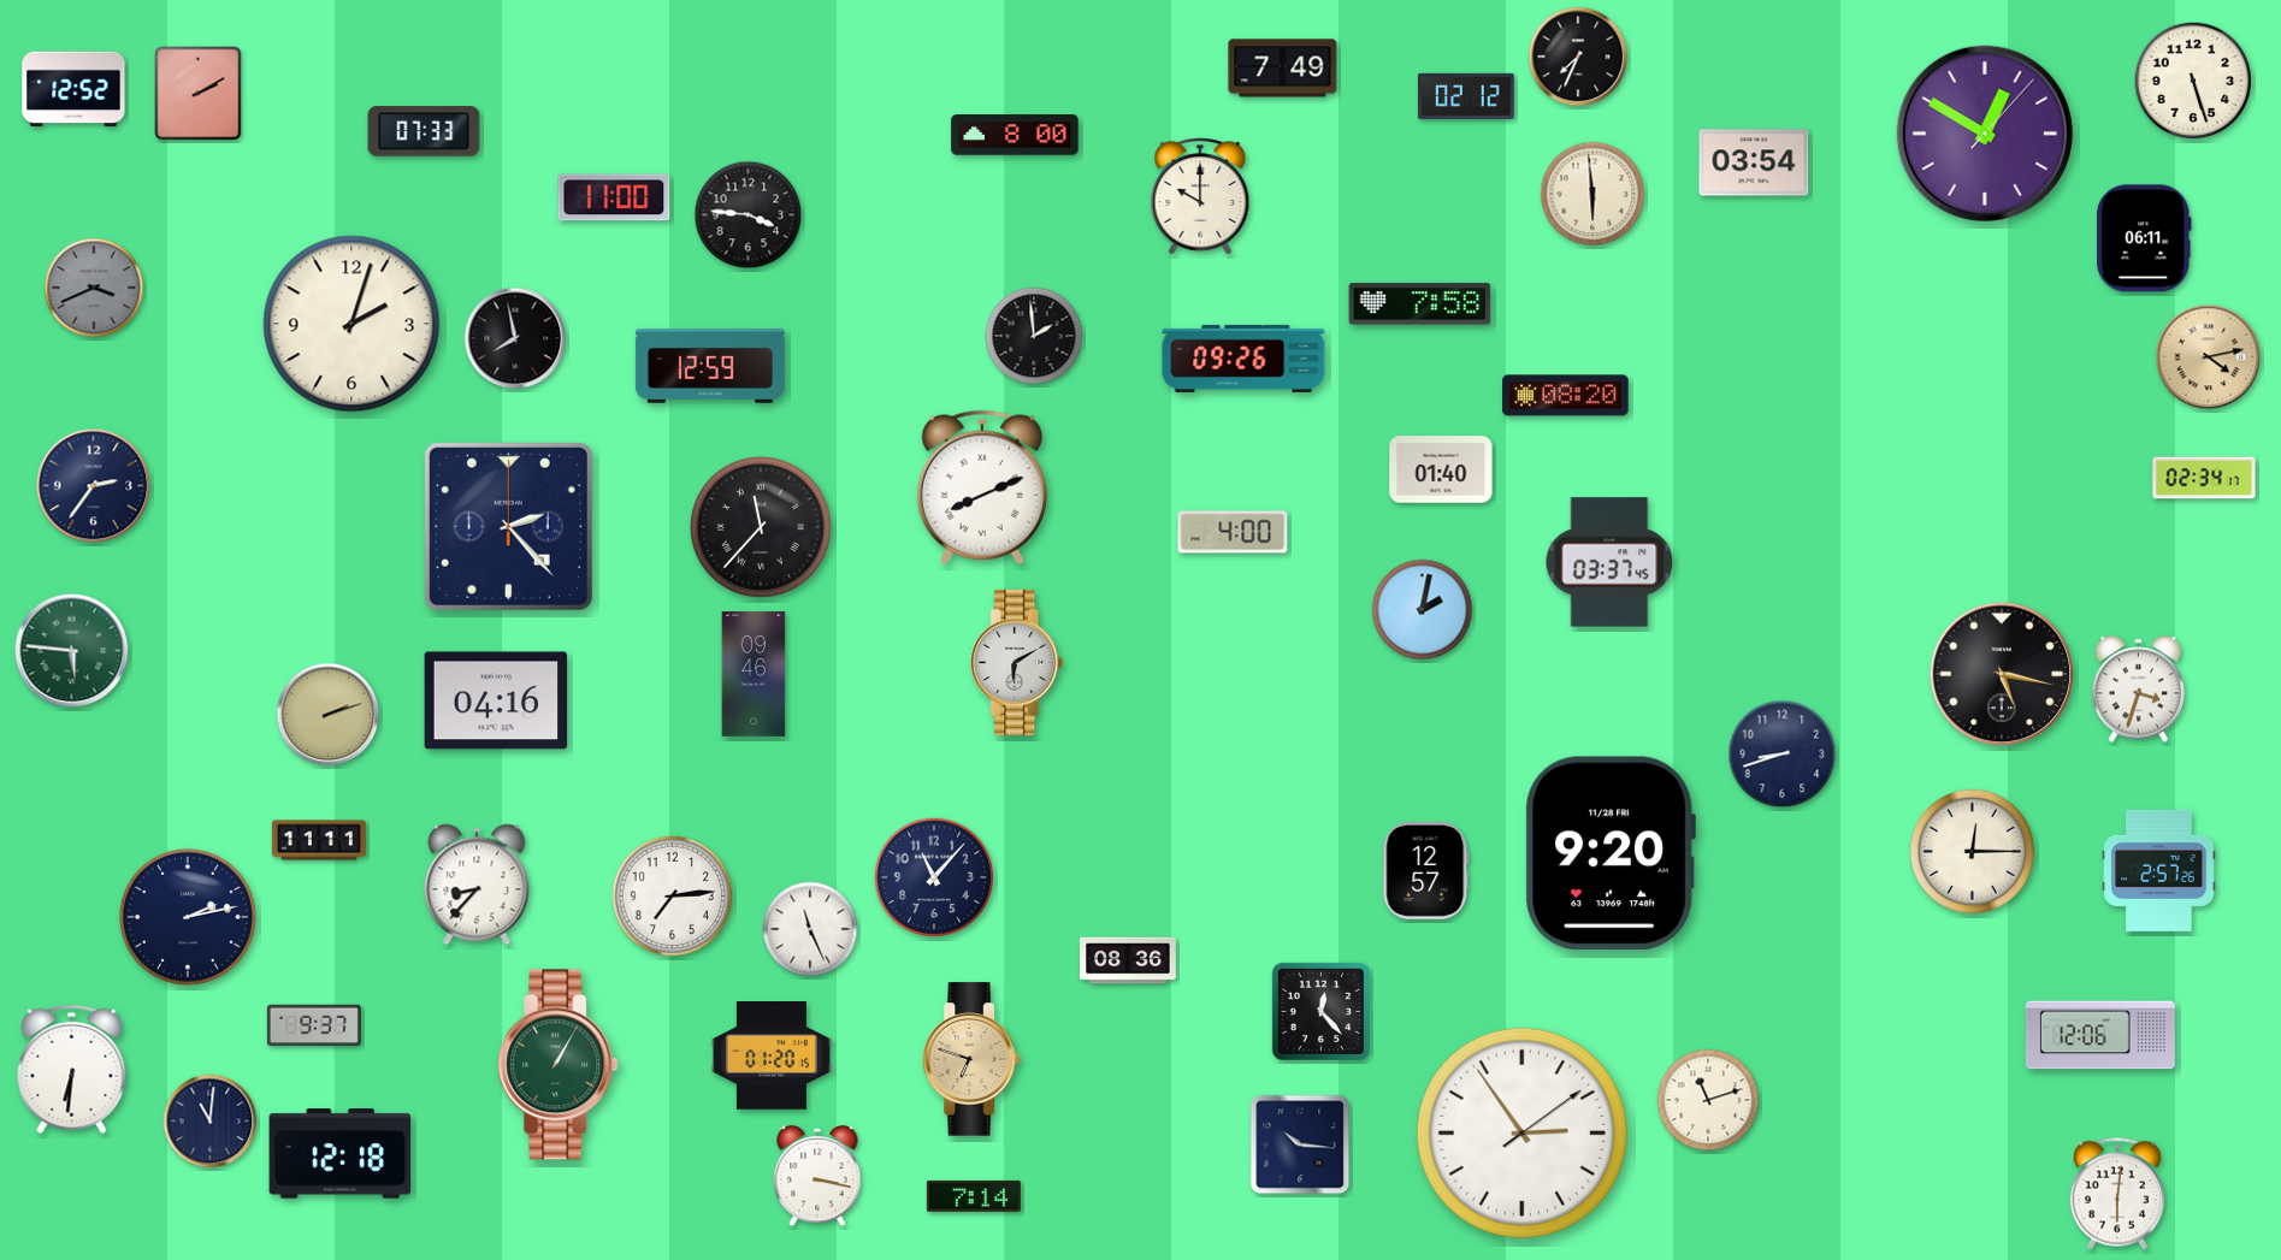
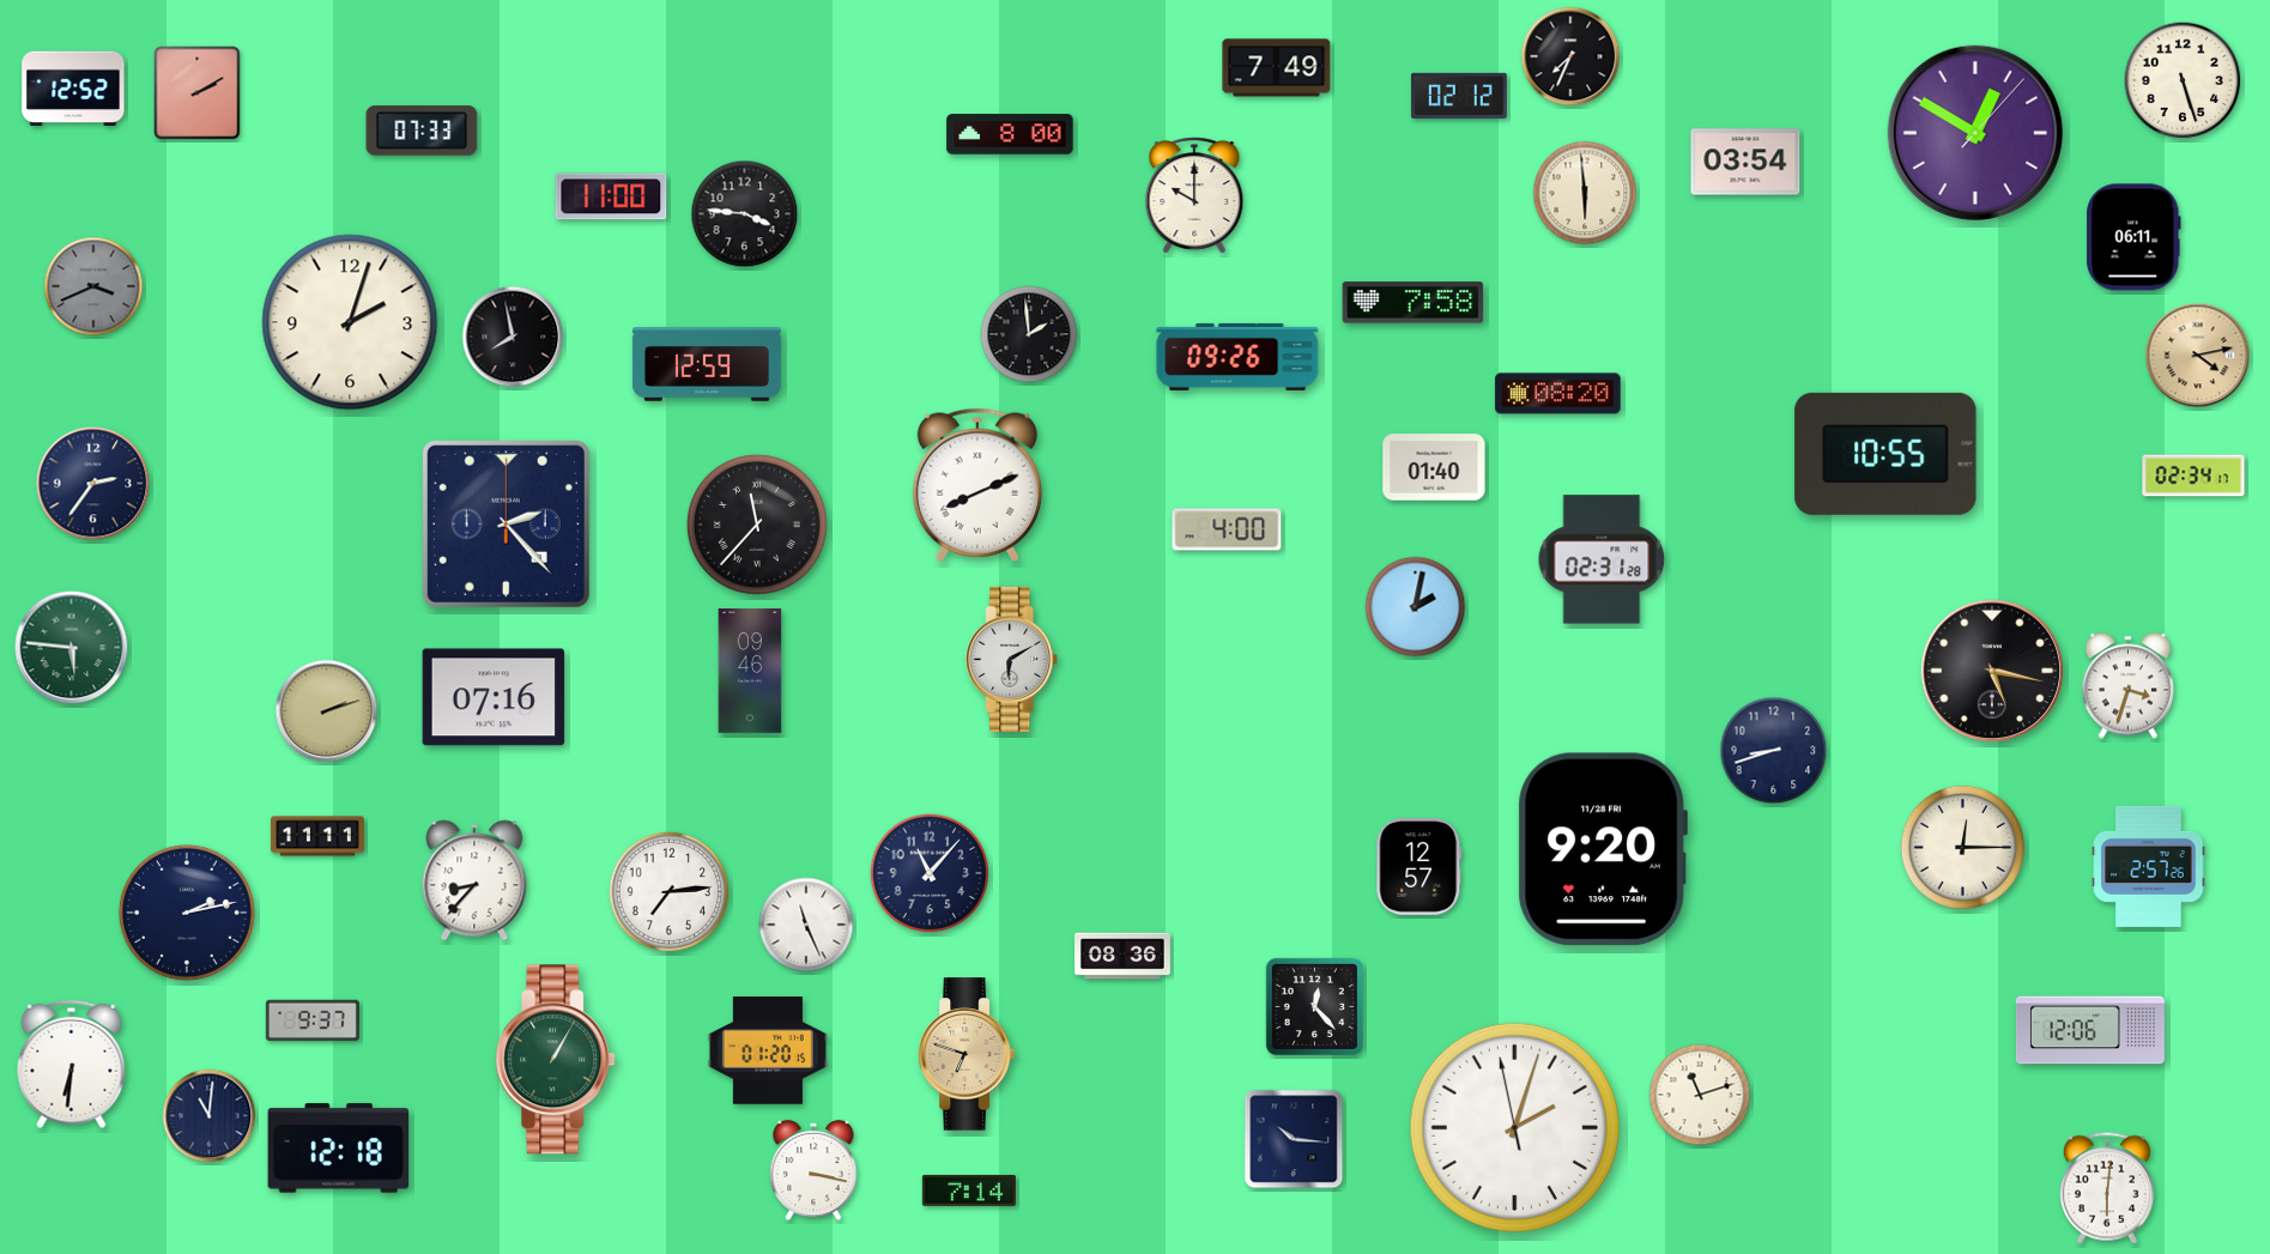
clock at (1885, 454): none -> 10:55
clock at (1609, 562): 03:37 -> 02:31
clock at (496, 700): 04:16 -> 07:16
clock at (1521, 1132): 2:54 -> 2:02
